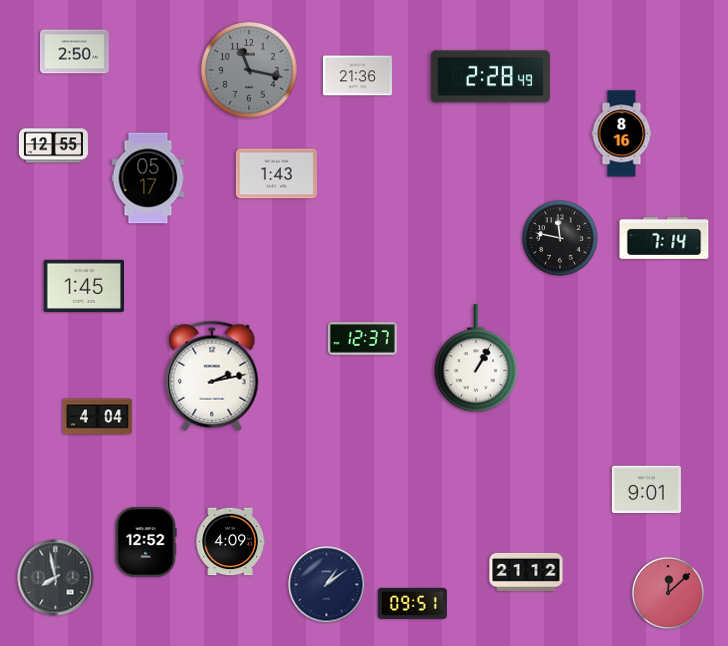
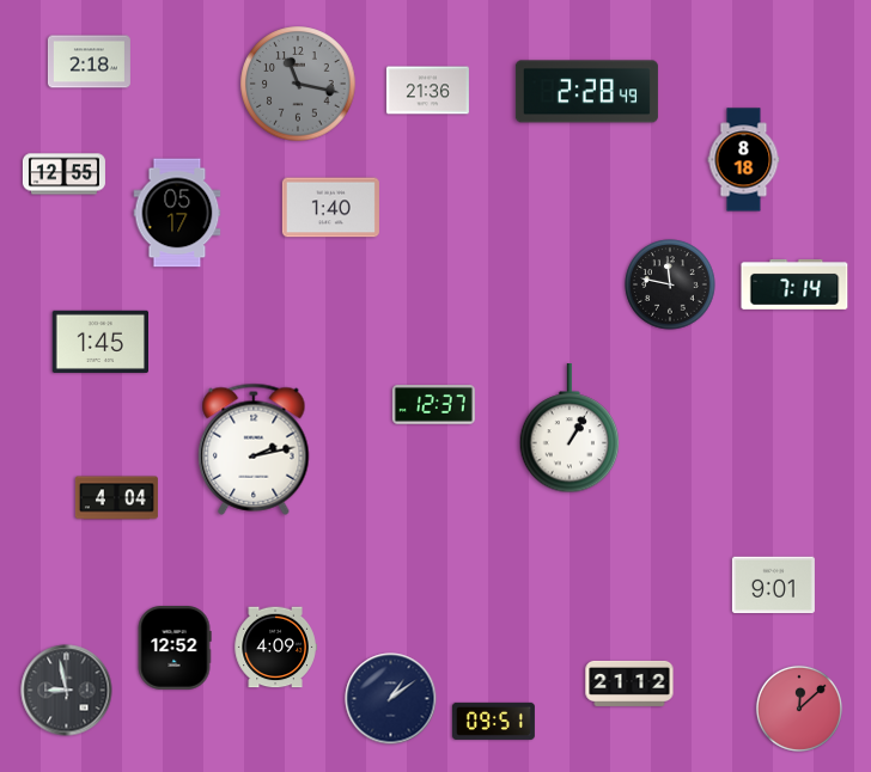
clock at (74, 52): 2:50 -> 2:18
clock at (622, 134): 8:16 -> 8:18
clock at (276, 174): 1:43 -> 1:40
clock at (56, 578): 7:58 -> 8:58
